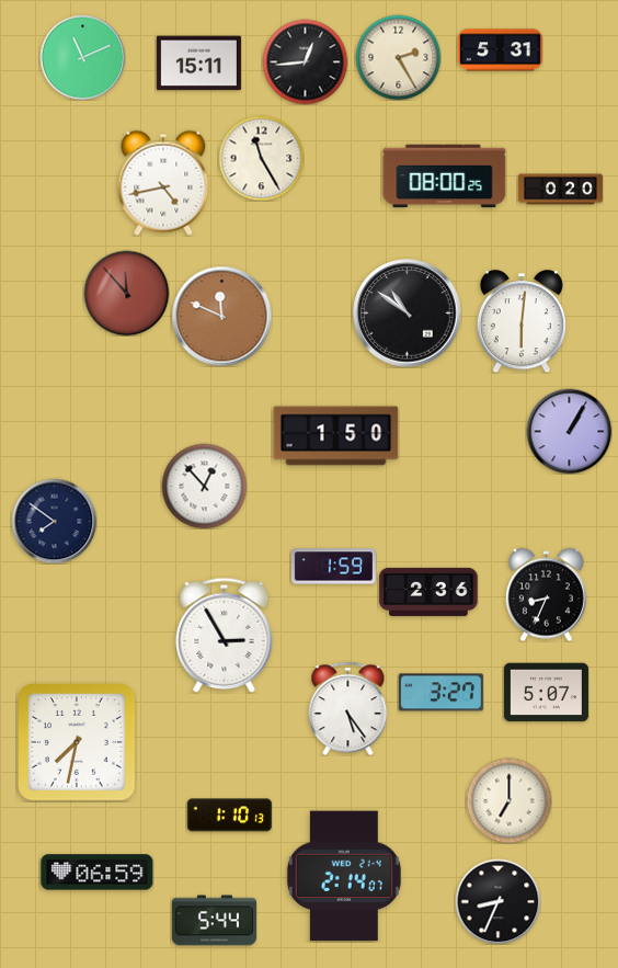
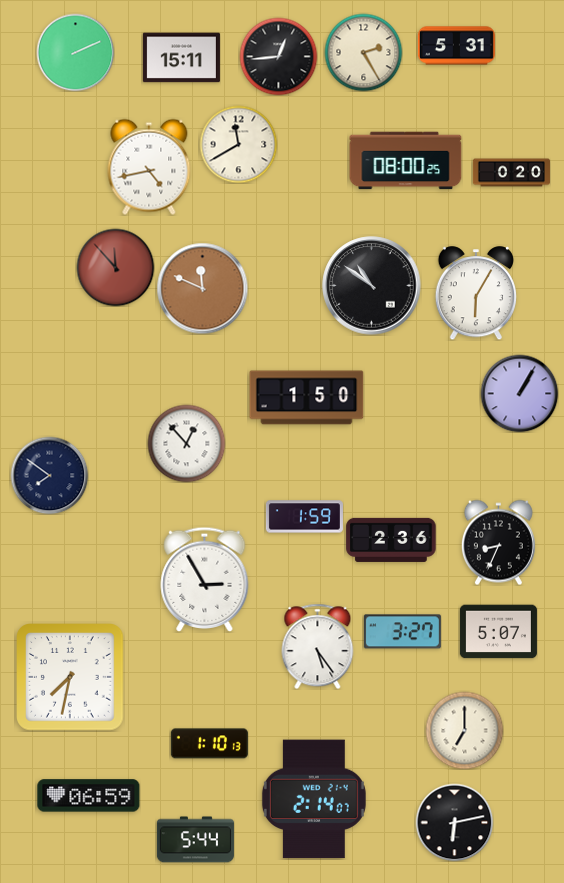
clock at (82, 57): 11:11 -> 2:11
clock at (261, 158): 11:25 -> 11:40
clock at (520, 321): 6:01 -> 6:05
clock at (497, 901): 8:34 -> 6:13
